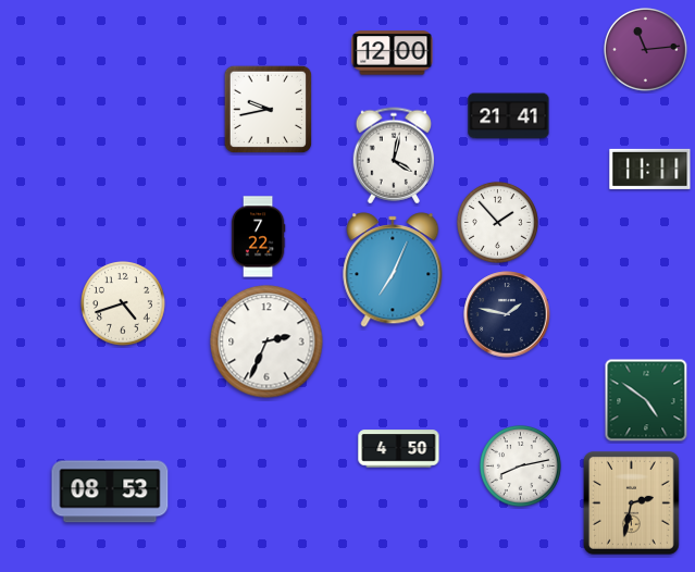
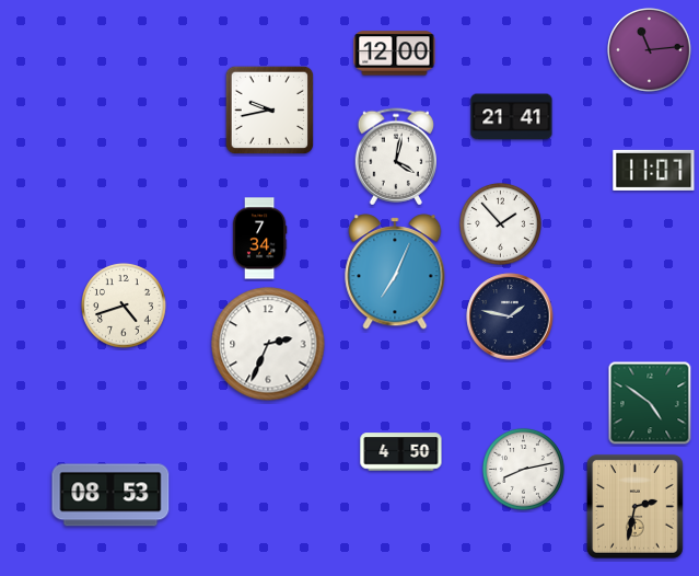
clock at (650, 169): 11:11 -> 11:07
clock at (258, 237): 7:22 -> 7:34
